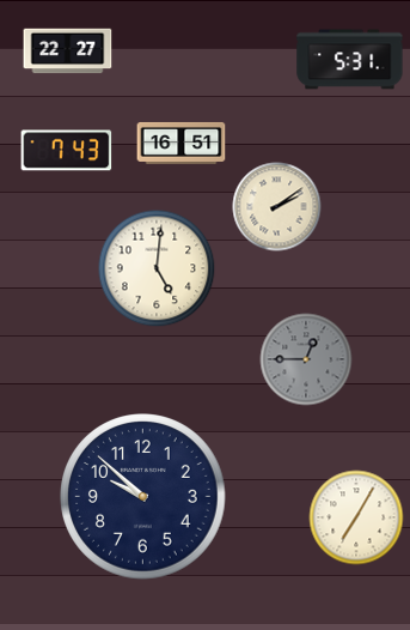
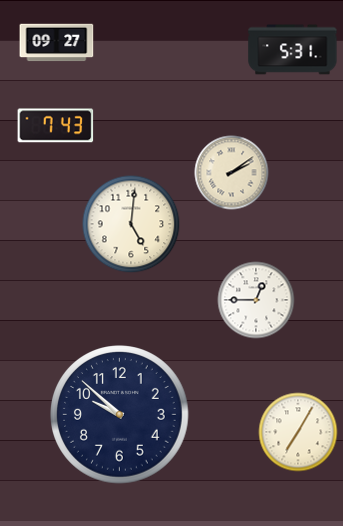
clock at (68, 52): 22:27 -> 09:27
clock at (182, 143): 16:51 -> none
clock at (306, 359) dial: grey -> white
